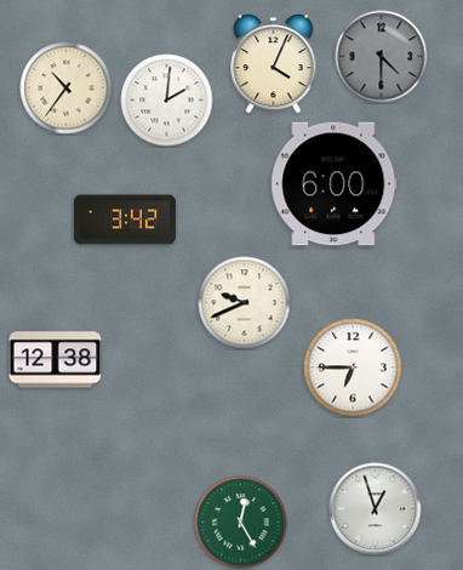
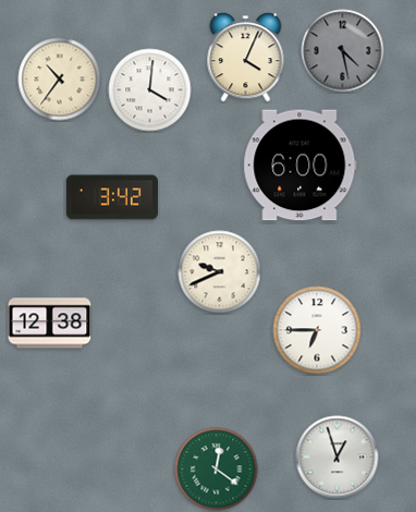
clock at (382, 57): 4:30 -> 4:28
clock at (167, 101): 2:01 -> 4:01
clock at (241, 523): 12:25 -> 12:21
